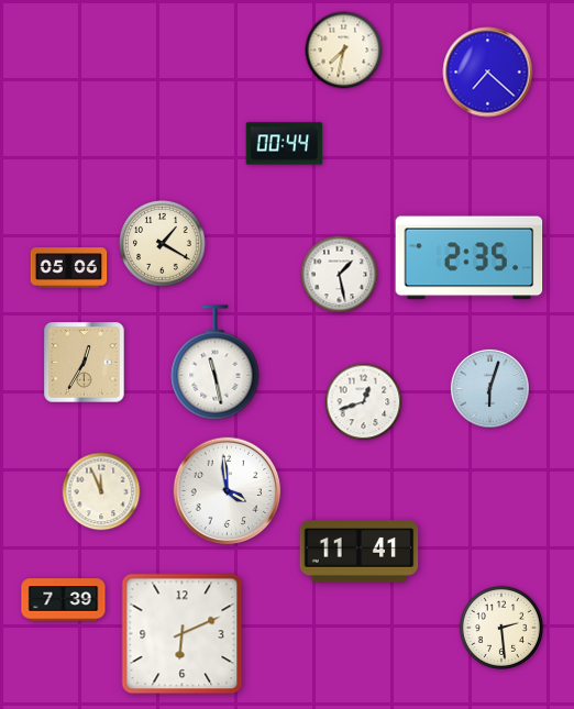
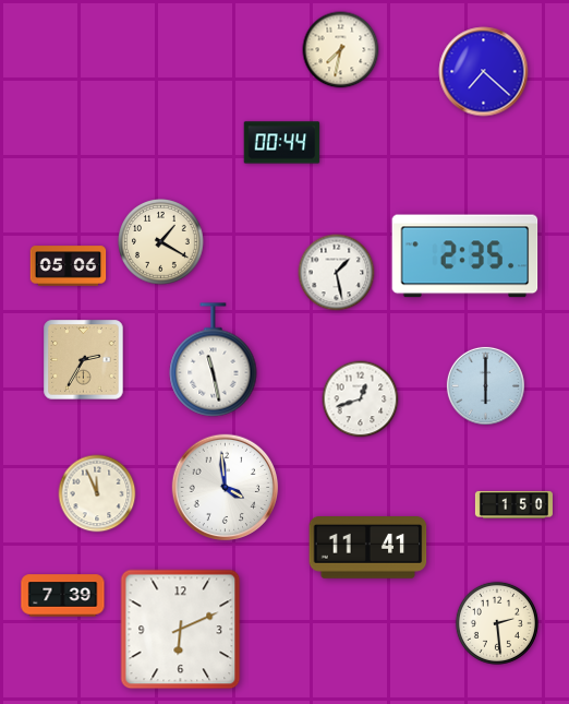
clock at (85, 363): 12:35 -> 2:35
clock at (489, 388): 6:03 -> 6:00
clock at (101, 491) position: (101, 491) -> (97, 493)
clock at (513, 504): none -> 1:50
clock at (360, 552) position: (360, 552) -> (368, 548)
